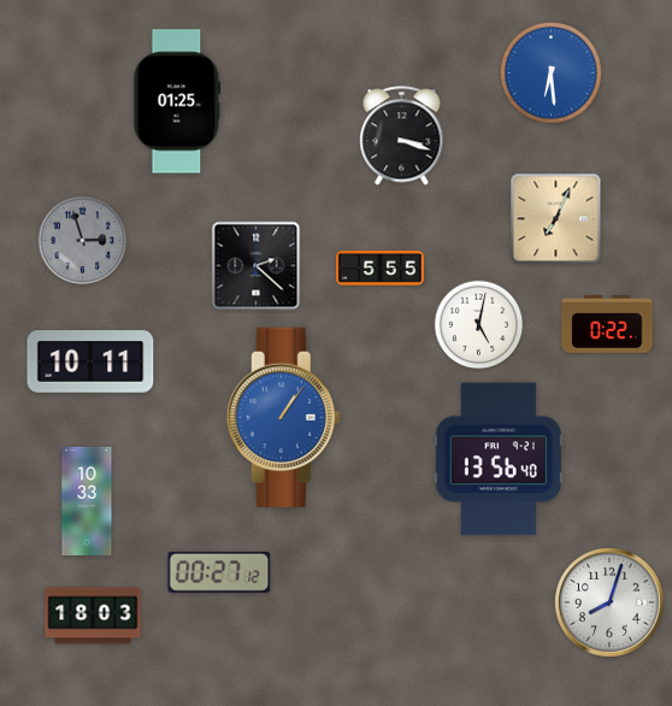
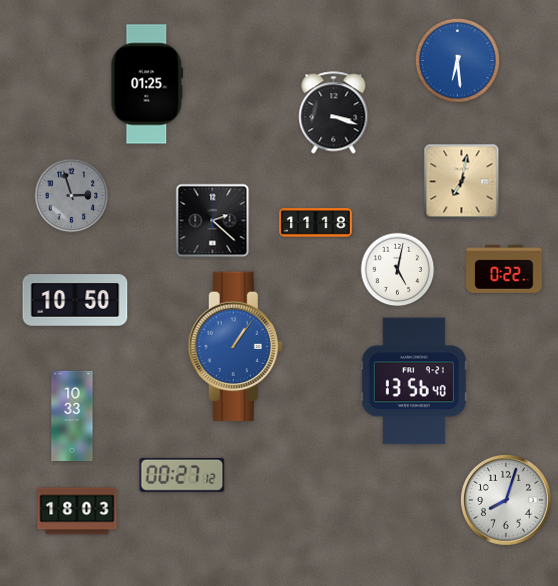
clock at (556, 219): 7:04 -> 7:02
clock at (83, 241) position: (83, 241) -> (72, 196)
clock at (381, 269): 5:55 -> 11:18
clock at (90, 361): 10:11 -> 10:50
